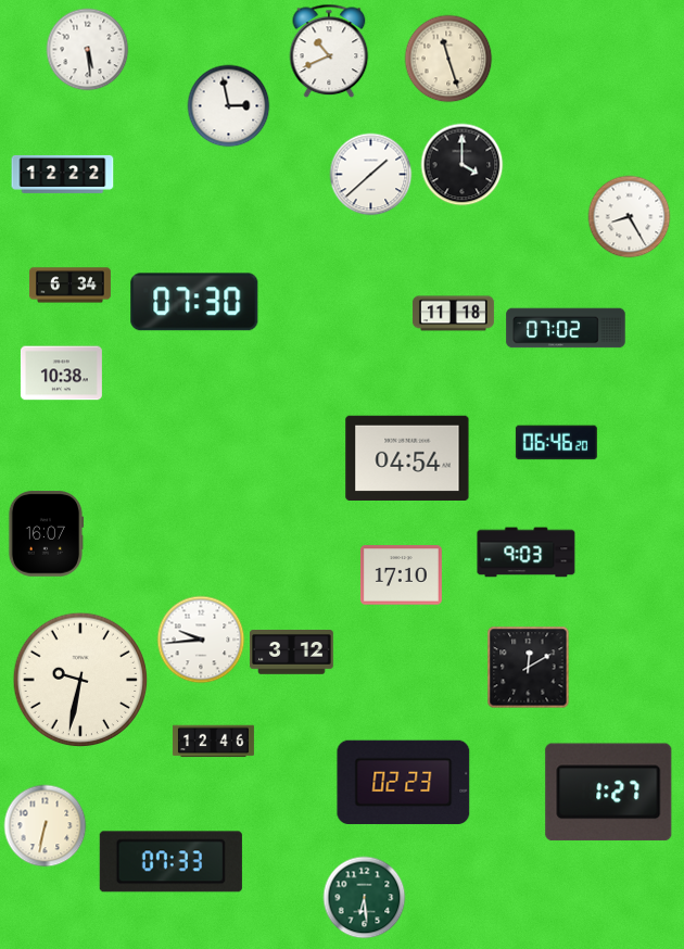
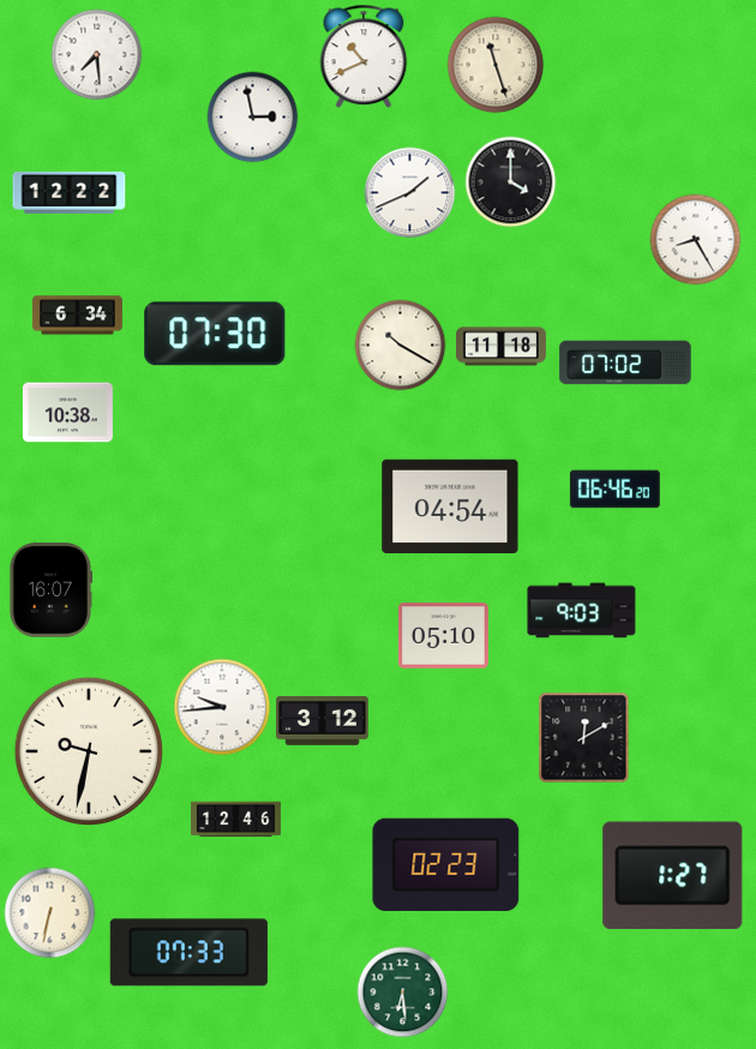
clock at (88, 50): 5:29 -> 7:29
clock at (371, 175): 1:38 -> 1:41
clock at (401, 346): none -> 10:20
clock at (401, 575): 17:10 -> 05:10
